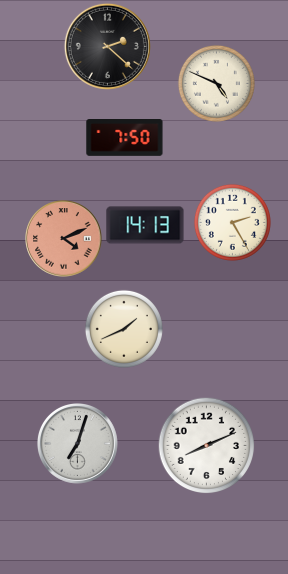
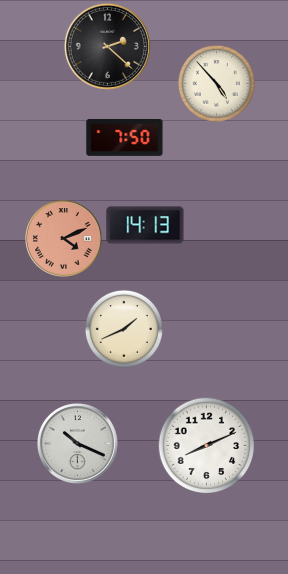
clock at (216, 83): 4:49 -> 4:53
clock at (232, 222): 2:25 -> none
clock at (78, 444): 7:03 -> 10:19
